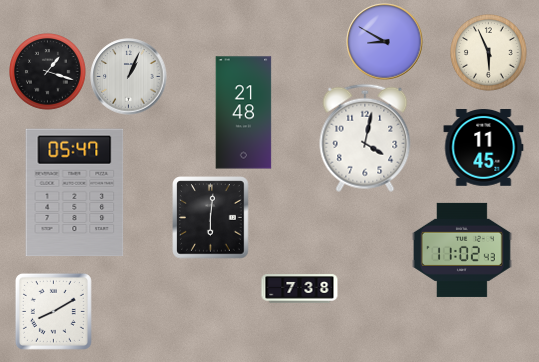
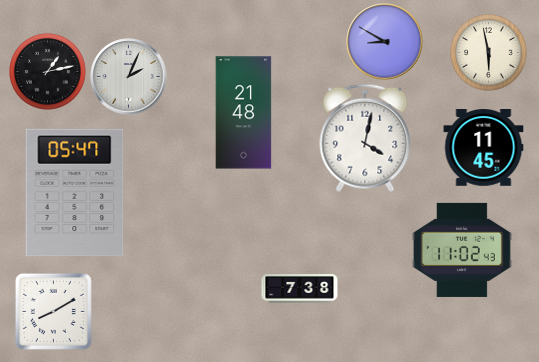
clock at (489, 53): 5:56 -> 5:58
clock at (48, 72): 1:18 -> 1:13
clock at (129, 77): 1:04 -> 2:04
clock at (211, 218): 6:01 -> none
